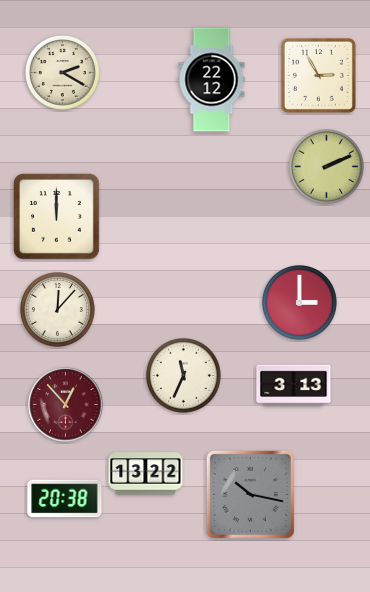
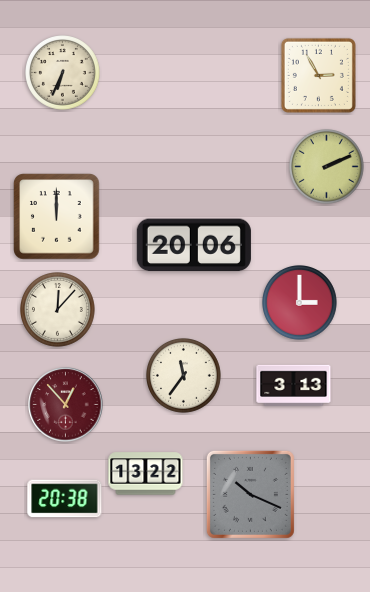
clock at (63, 73): 2:20 -> 6:34
clock at (212, 80): 22:12 -> none
clock at (194, 245): none -> 20:06
clock at (184, 376): 11:34 -> 11:36
clock at (250, 494): 10:17 -> 10:19
